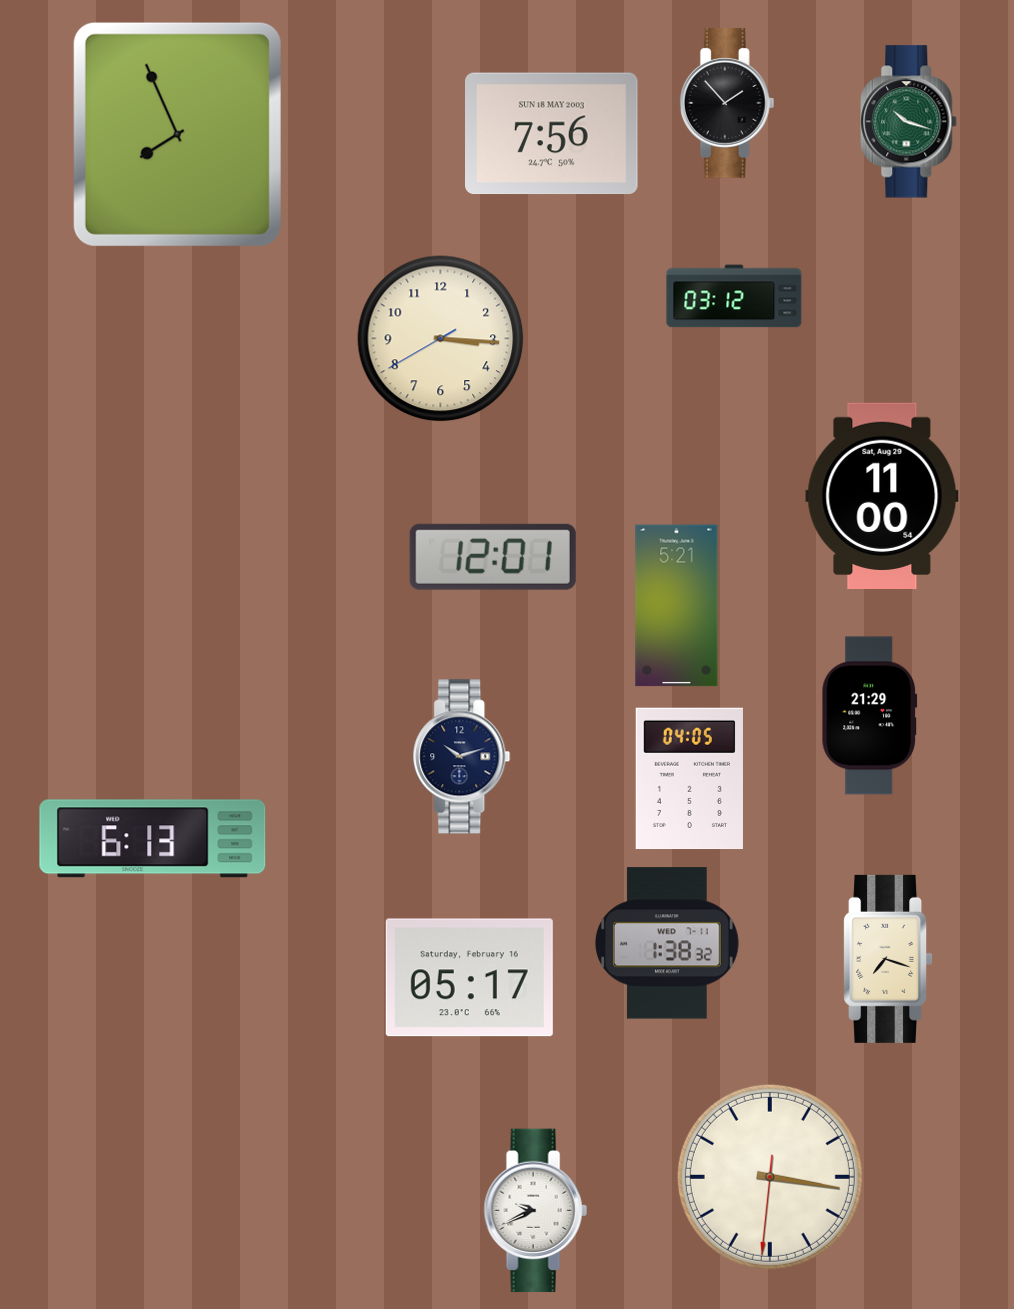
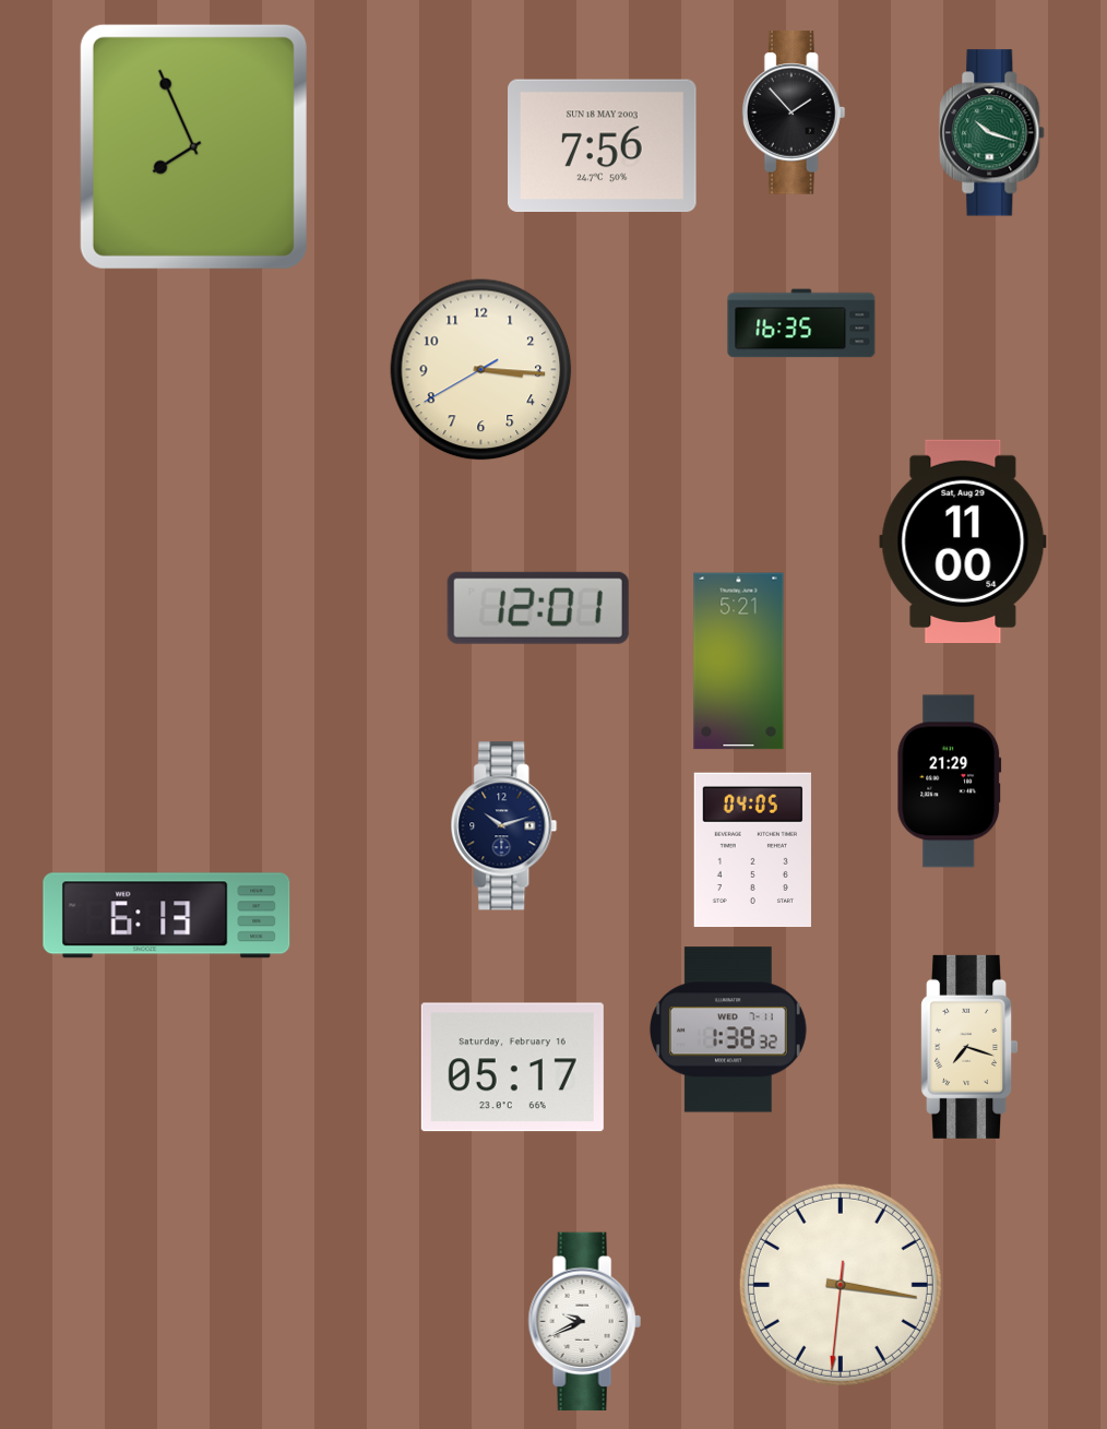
clock at (734, 296): 03:12 -> 16:35
